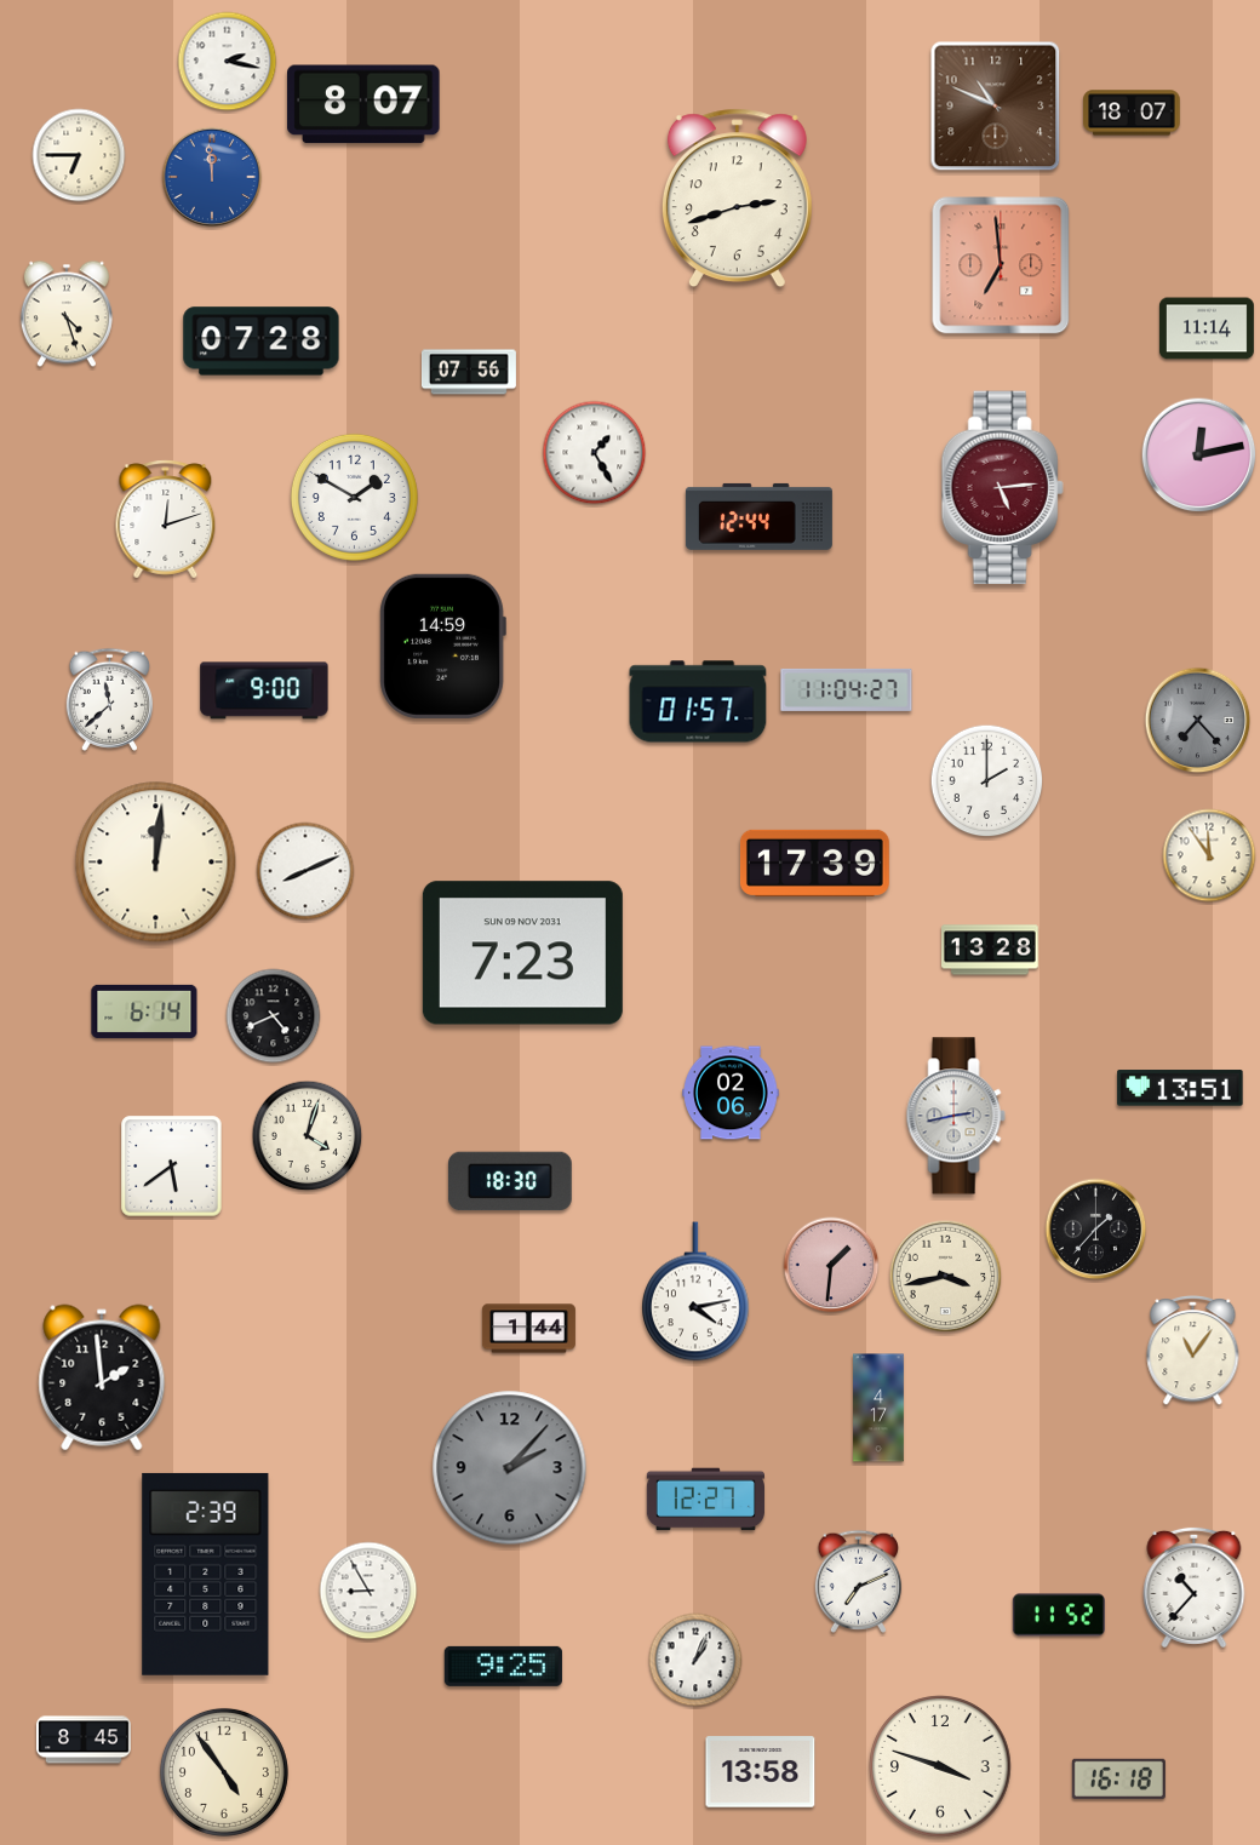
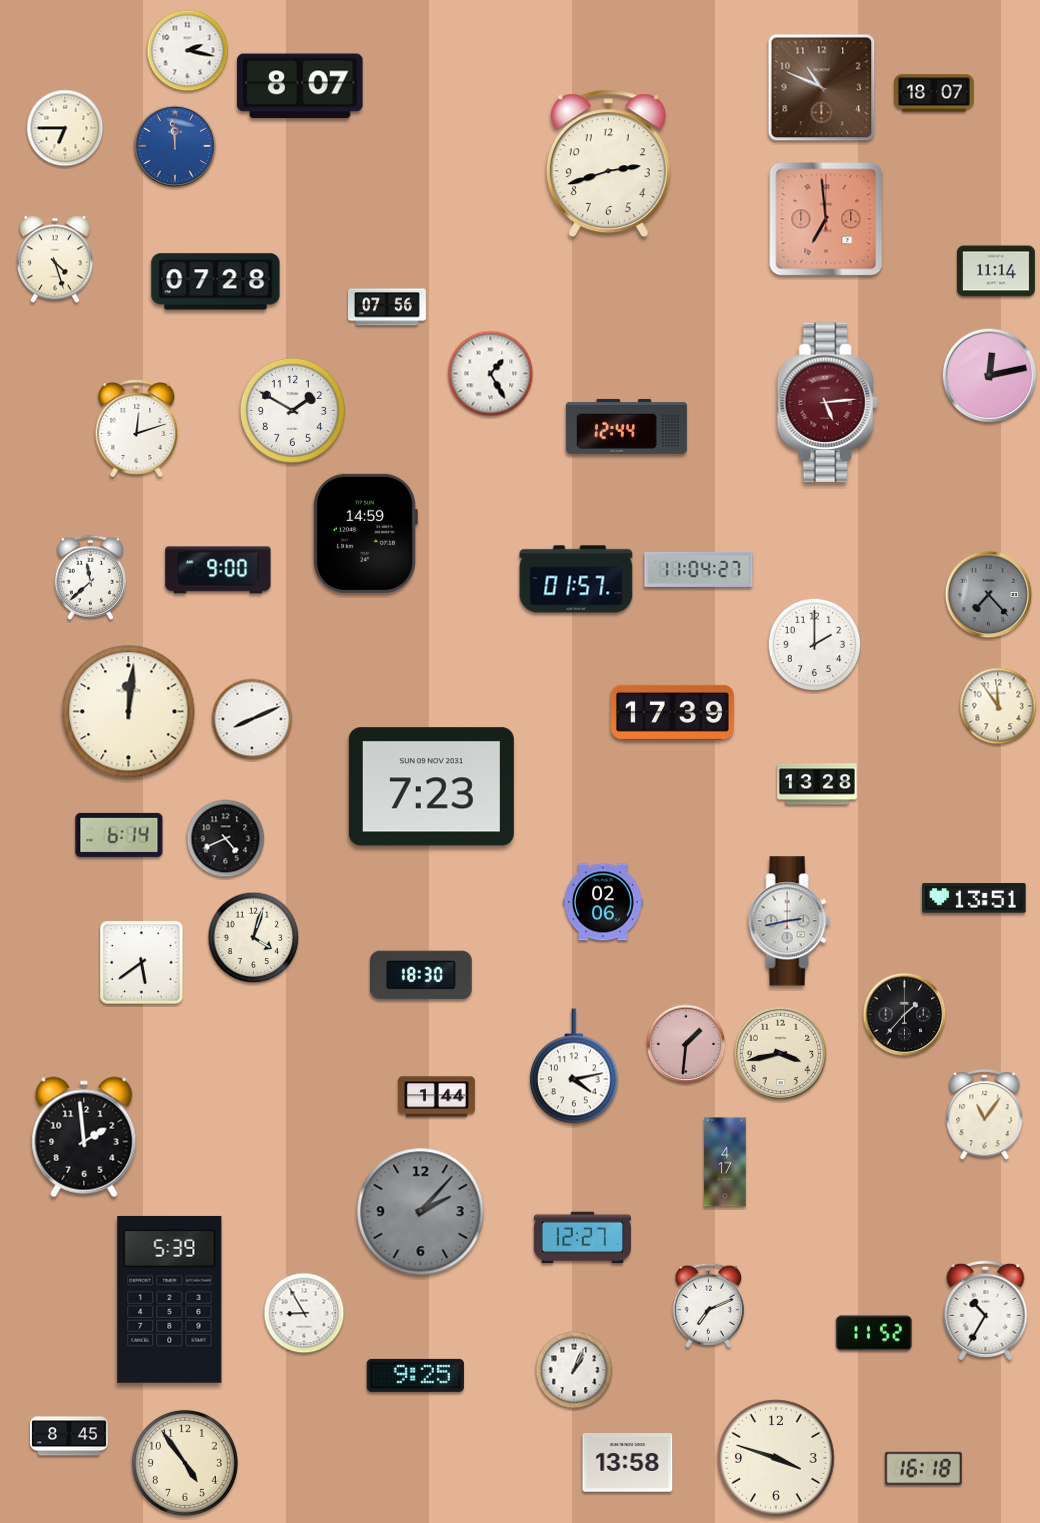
clock at (206, 1574): 2:39 -> 5:39
clock at (1195, 1587): 10:37 -> 10:35
